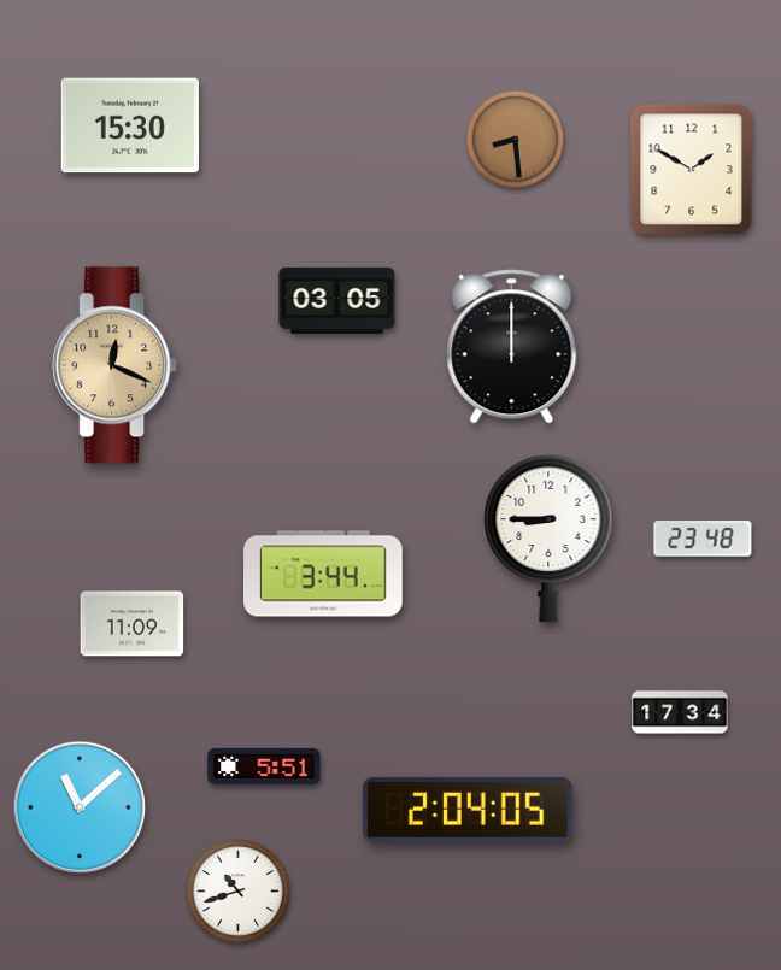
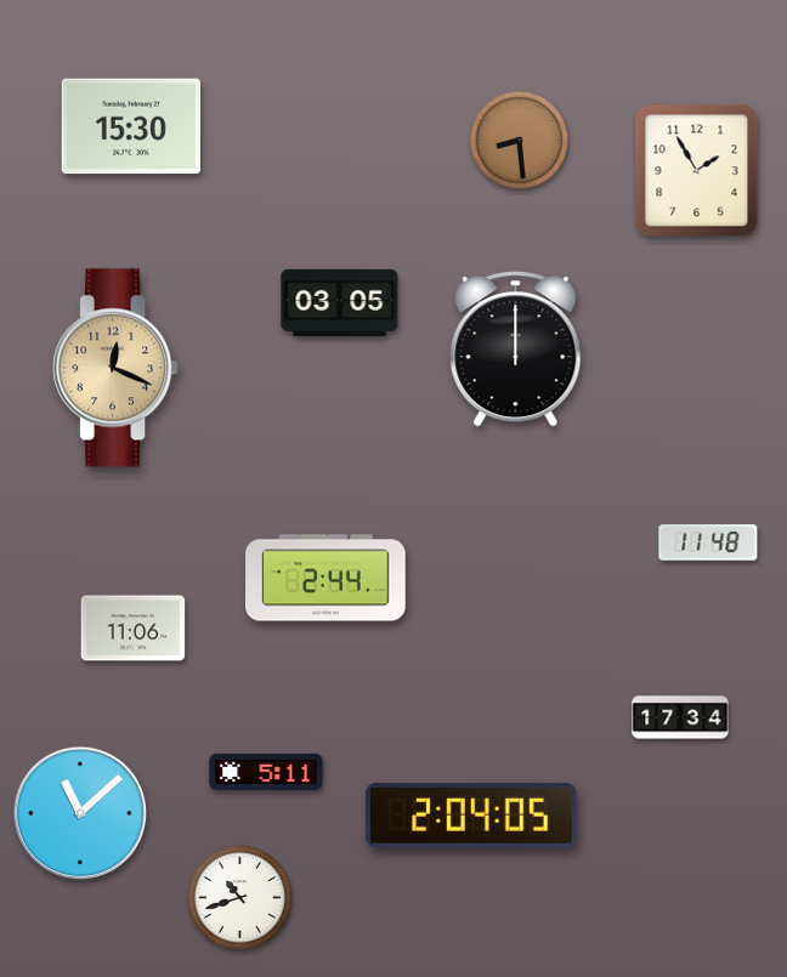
clock at (692, 170): 1:50 -> 1:55
clock at (548, 539): 8:45 -> none
clock at (703, 539): 23:48 -> 11:48
clock at (323, 574): 3:44 -> 2:44
clock at (133, 624): 11:09 -> 11:06
clock at (680, 712) position: (680, 712) -> (680, 717)
clock at (264, 766): 5:51 -> 5:11
